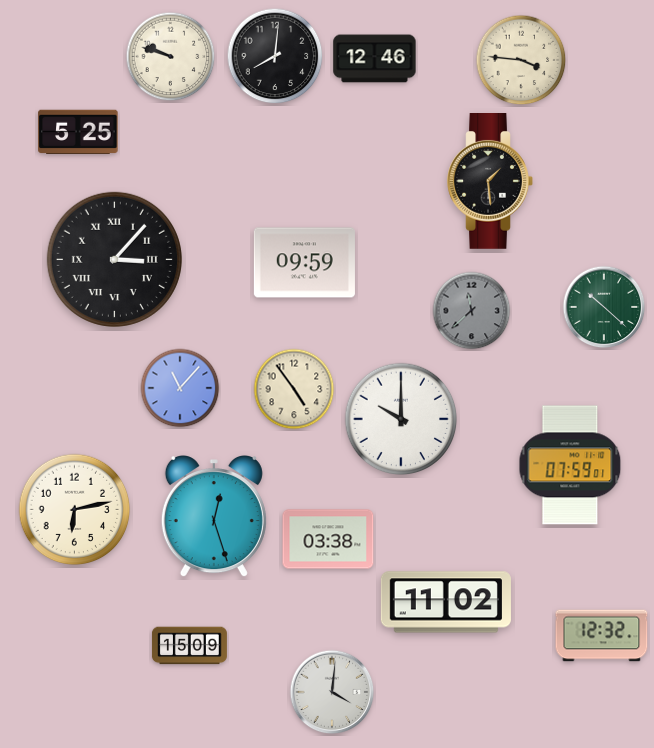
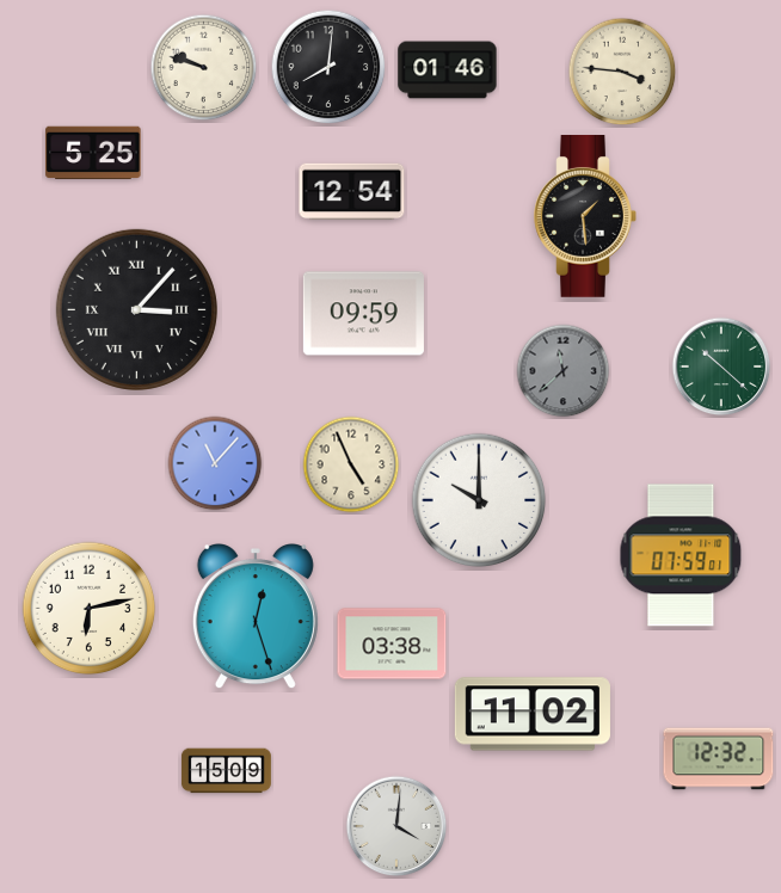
clock at (375, 59): 12:46 -> 01:46
clock at (78, 132) position: (78, 132) -> (93, 153)
clock at (352, 192): none -> 12:54
clock at (294, 389): 4:54 -> 4:56
clock at (446, 602) position: (446, 602) -> (533, 714)
